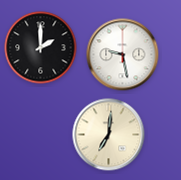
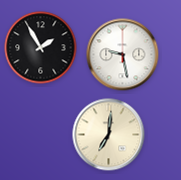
clock at (41, 48): 2:00 -> 1:55
